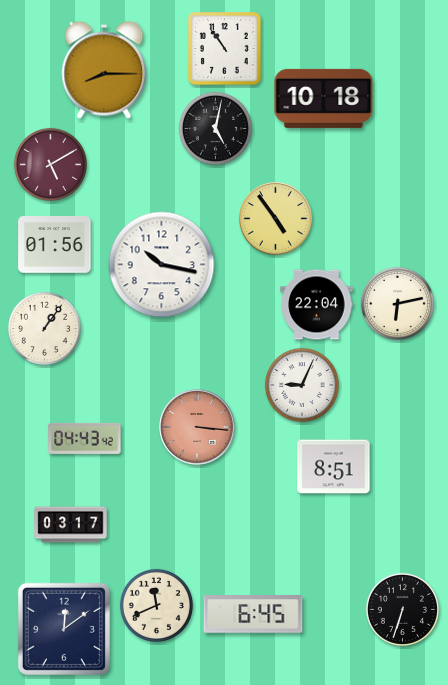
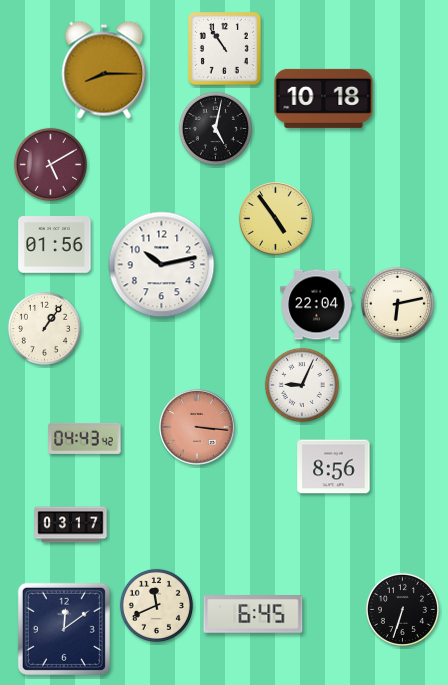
clock at (162, 265): 10:17 -> 10:13
clock at (334, 467): 8:51 -> 8:56
